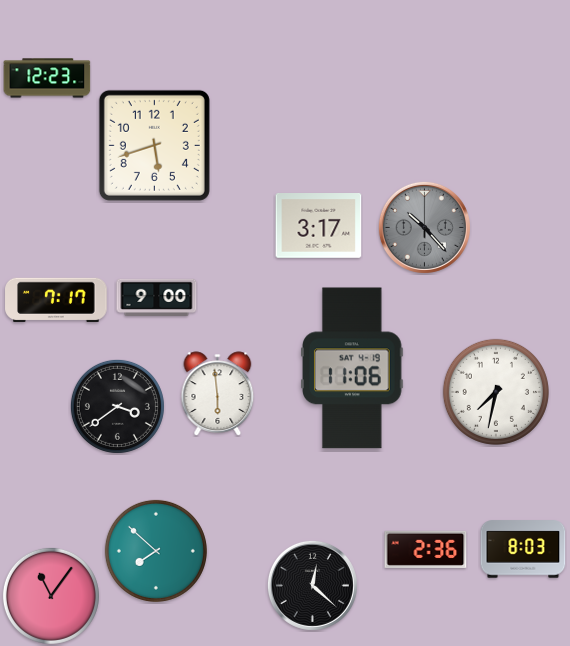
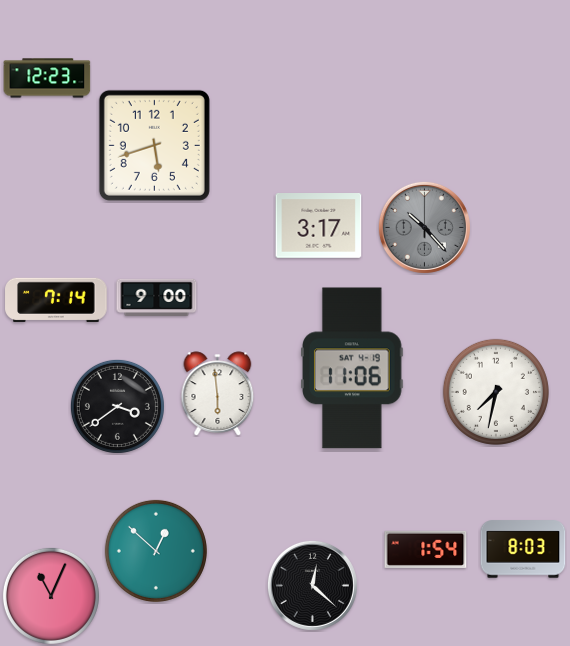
clock at (56, 300): 7:17 -> 7:14
clock at (426, 549): 2:36 -> 1:54
clock at (156, 551): 7:52 -> 12:52
clock at (51, 596): 11:06 -> 11:04
